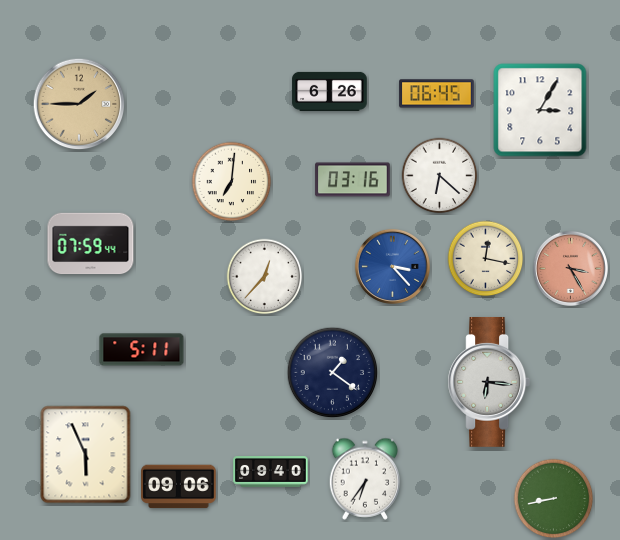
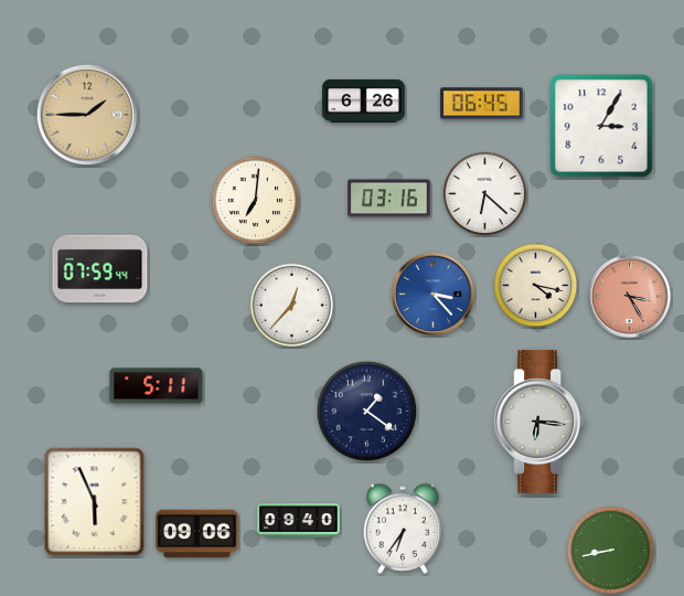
clock at (540, 110) position: (540, 110) -> (601, 126)
clock at (486, 259): 12:17 -> 4:17
clock at (179, 487) position: (179, 487) -> (197, 534)
